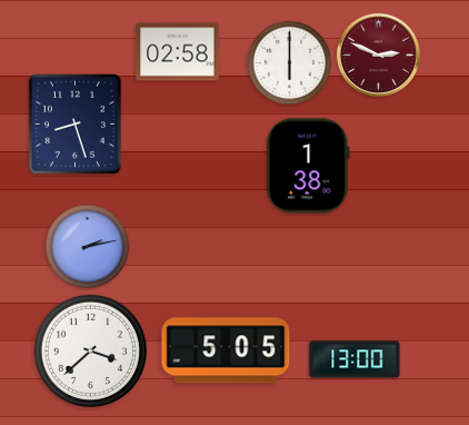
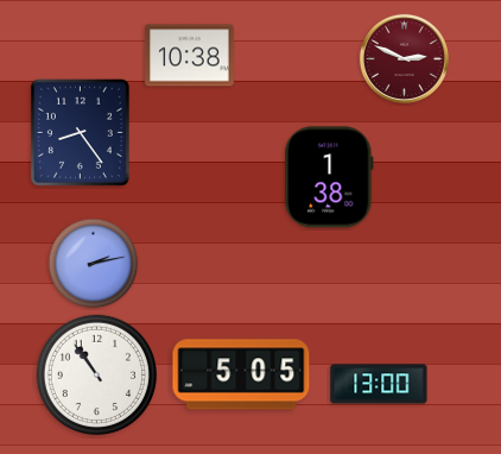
clock at (178, 52): 02:58 -> 10:38
clock at (290, 63): 6:00 -> none
clock at (74, 123): 8:27 -> 8:24
clock at (90, 350): 3:38 -> 10:54
